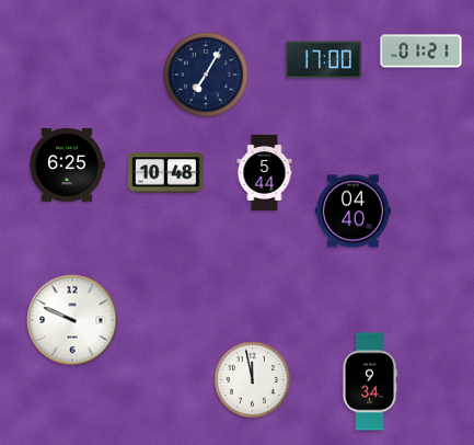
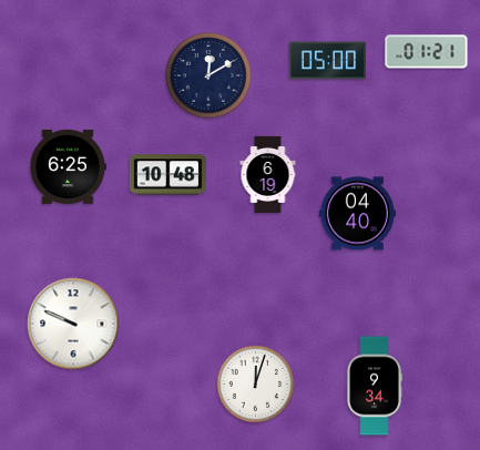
clock at (323, 60): 17:00 -> 05:00
clock at (206, 75): 7:05 -> 12:10
clock at (265, 172): 5:44 -> 6:19
clock at (253, 380): 11:58 -> 12:03
